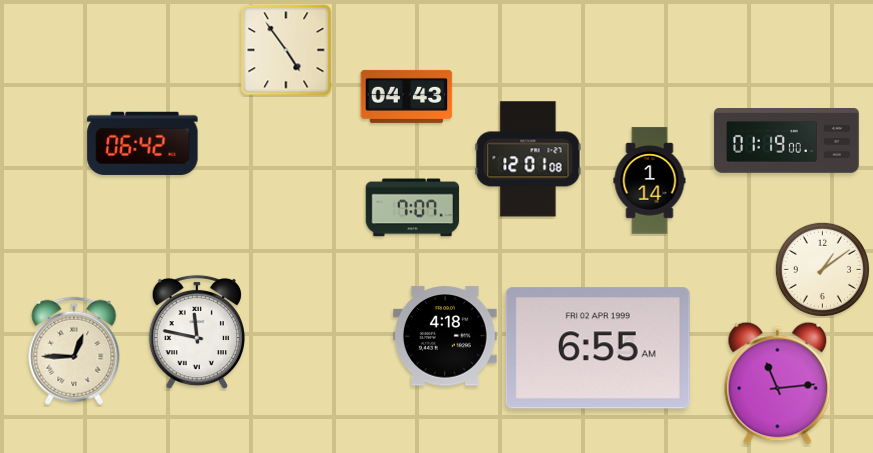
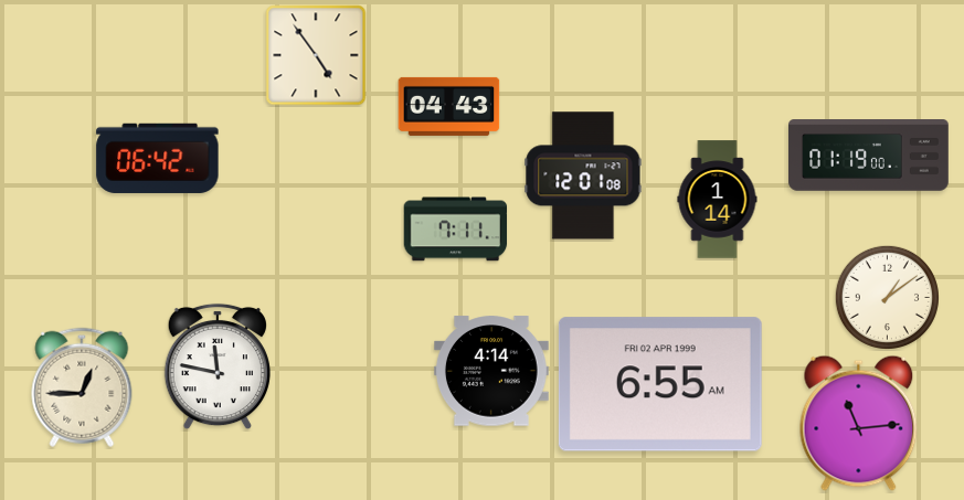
clock at (413, 208): 7:07 -> 7:11
clock at (822, 269) position: (822, 269) -> (887, 297)
clock at (445, 336): 4:18 -> 4:14
